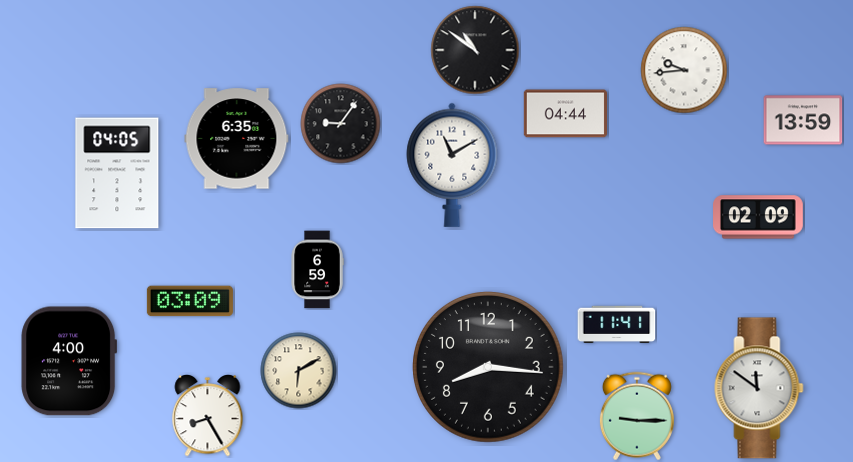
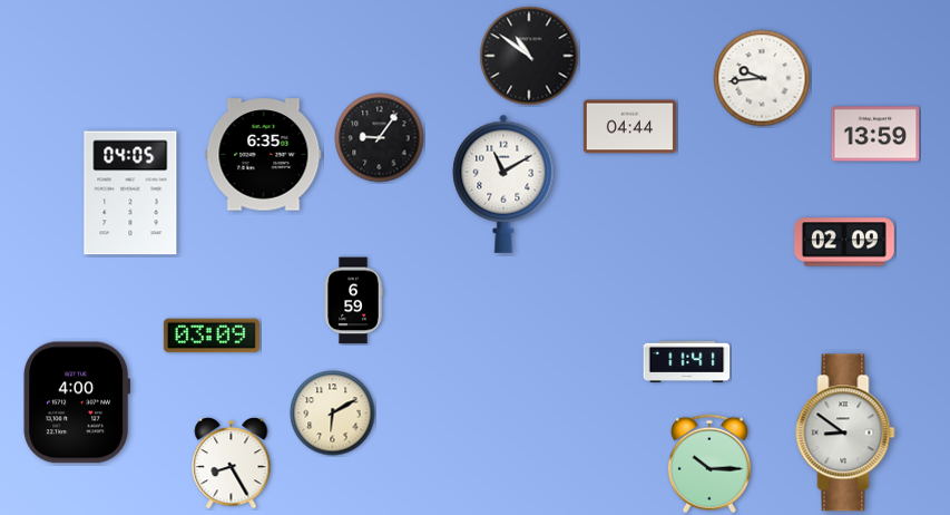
clock at (803, 120) position: (803, 120) -> (875, 134)
clock at (489, 368): 8:16 -> none
clock at (759, 388): 11:51 -> 8:51
clock at (637, 416): 9:15 -> 10:15
